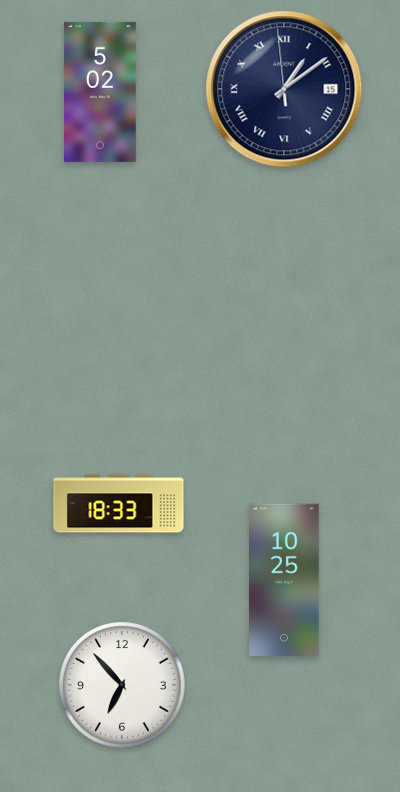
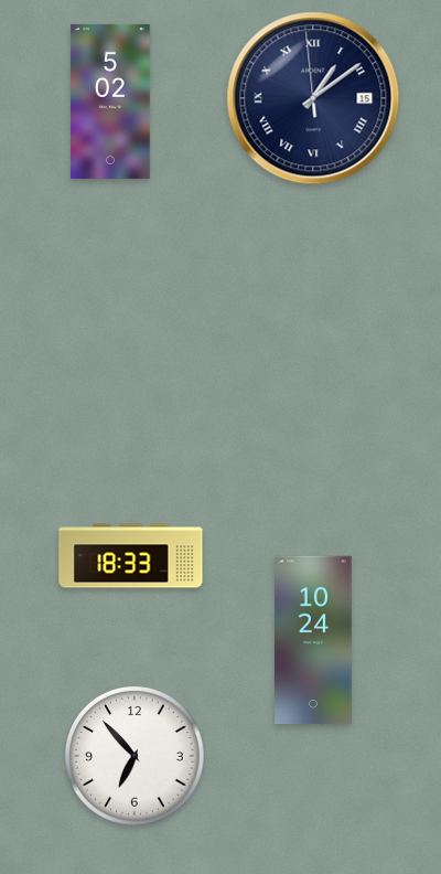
clock at (285, 580): 10:25 -> 10:24
